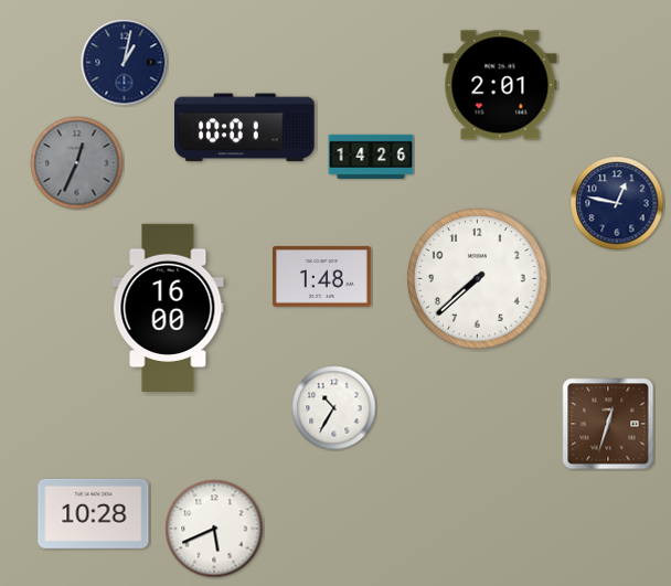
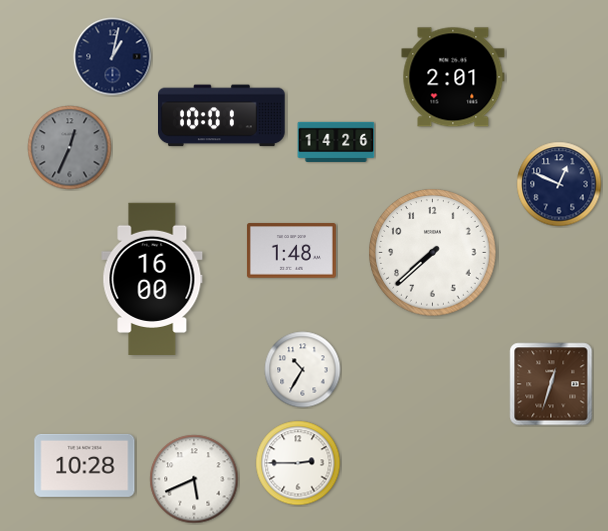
clock at (617, 203): 12:47 -> 12:49
clock at (298, 463): none -> 2:45
